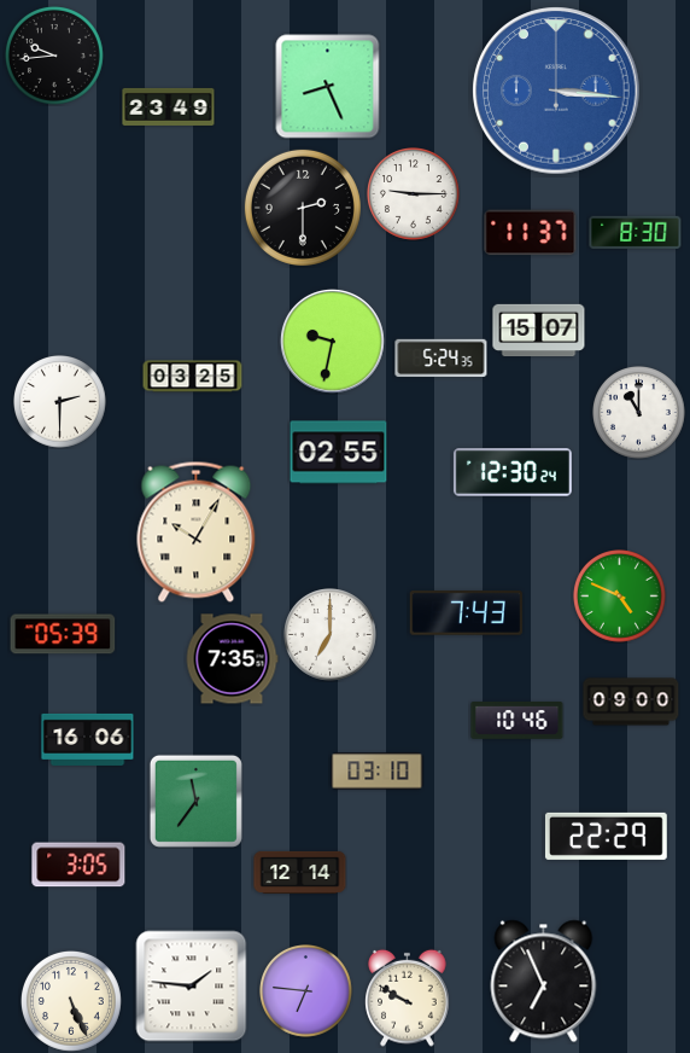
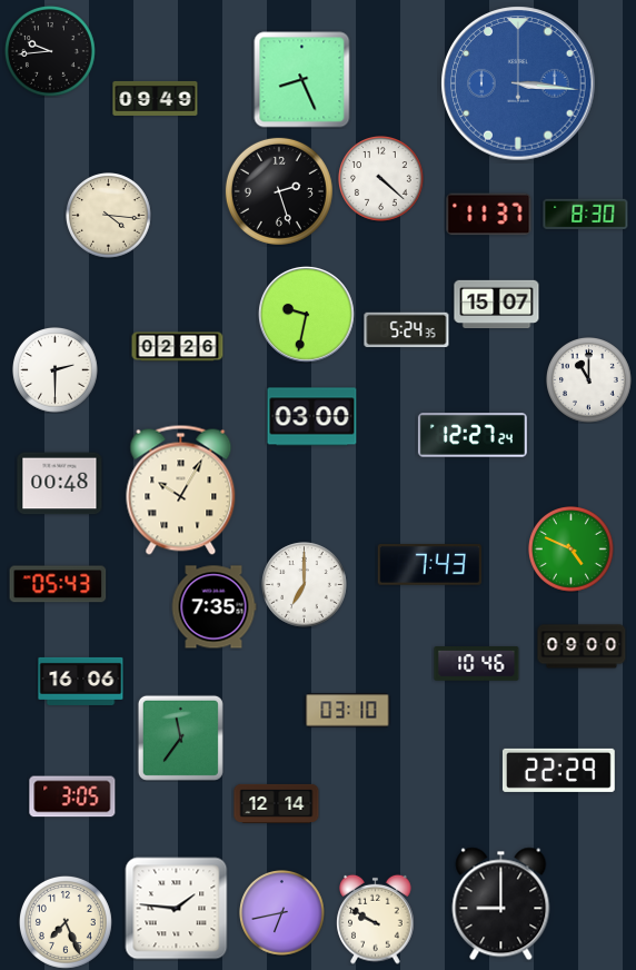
clock at (556, 91) position: (556, 91) -> (518, 83)
clock at (169, 106): 23:49 -> 09:49
clock at (414, 194): 9:15 -> 4:22
clock at (303, 208): 2:30 -> 2:27
clock at (109, 216): none -> 4:16
clock at (193, 377): 03:25 -> 02:26
clock at (339, 453): 02:55 -> 03:00
clock at (513, 472): 12:30 -> 12:27
clock at (60, 484): none -> 00:48
clock at (63, 634): 05:39 -> 05:43
clock at (544, 982): 6:56 -> 9:00
clock at (306, 991): 6:46 -> 6:43
clock at (71, 1001): 5:26 -> 7:26
